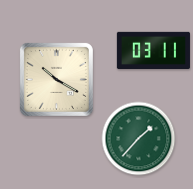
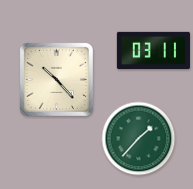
clock at (56, 79): 10:20 -> 10:23
